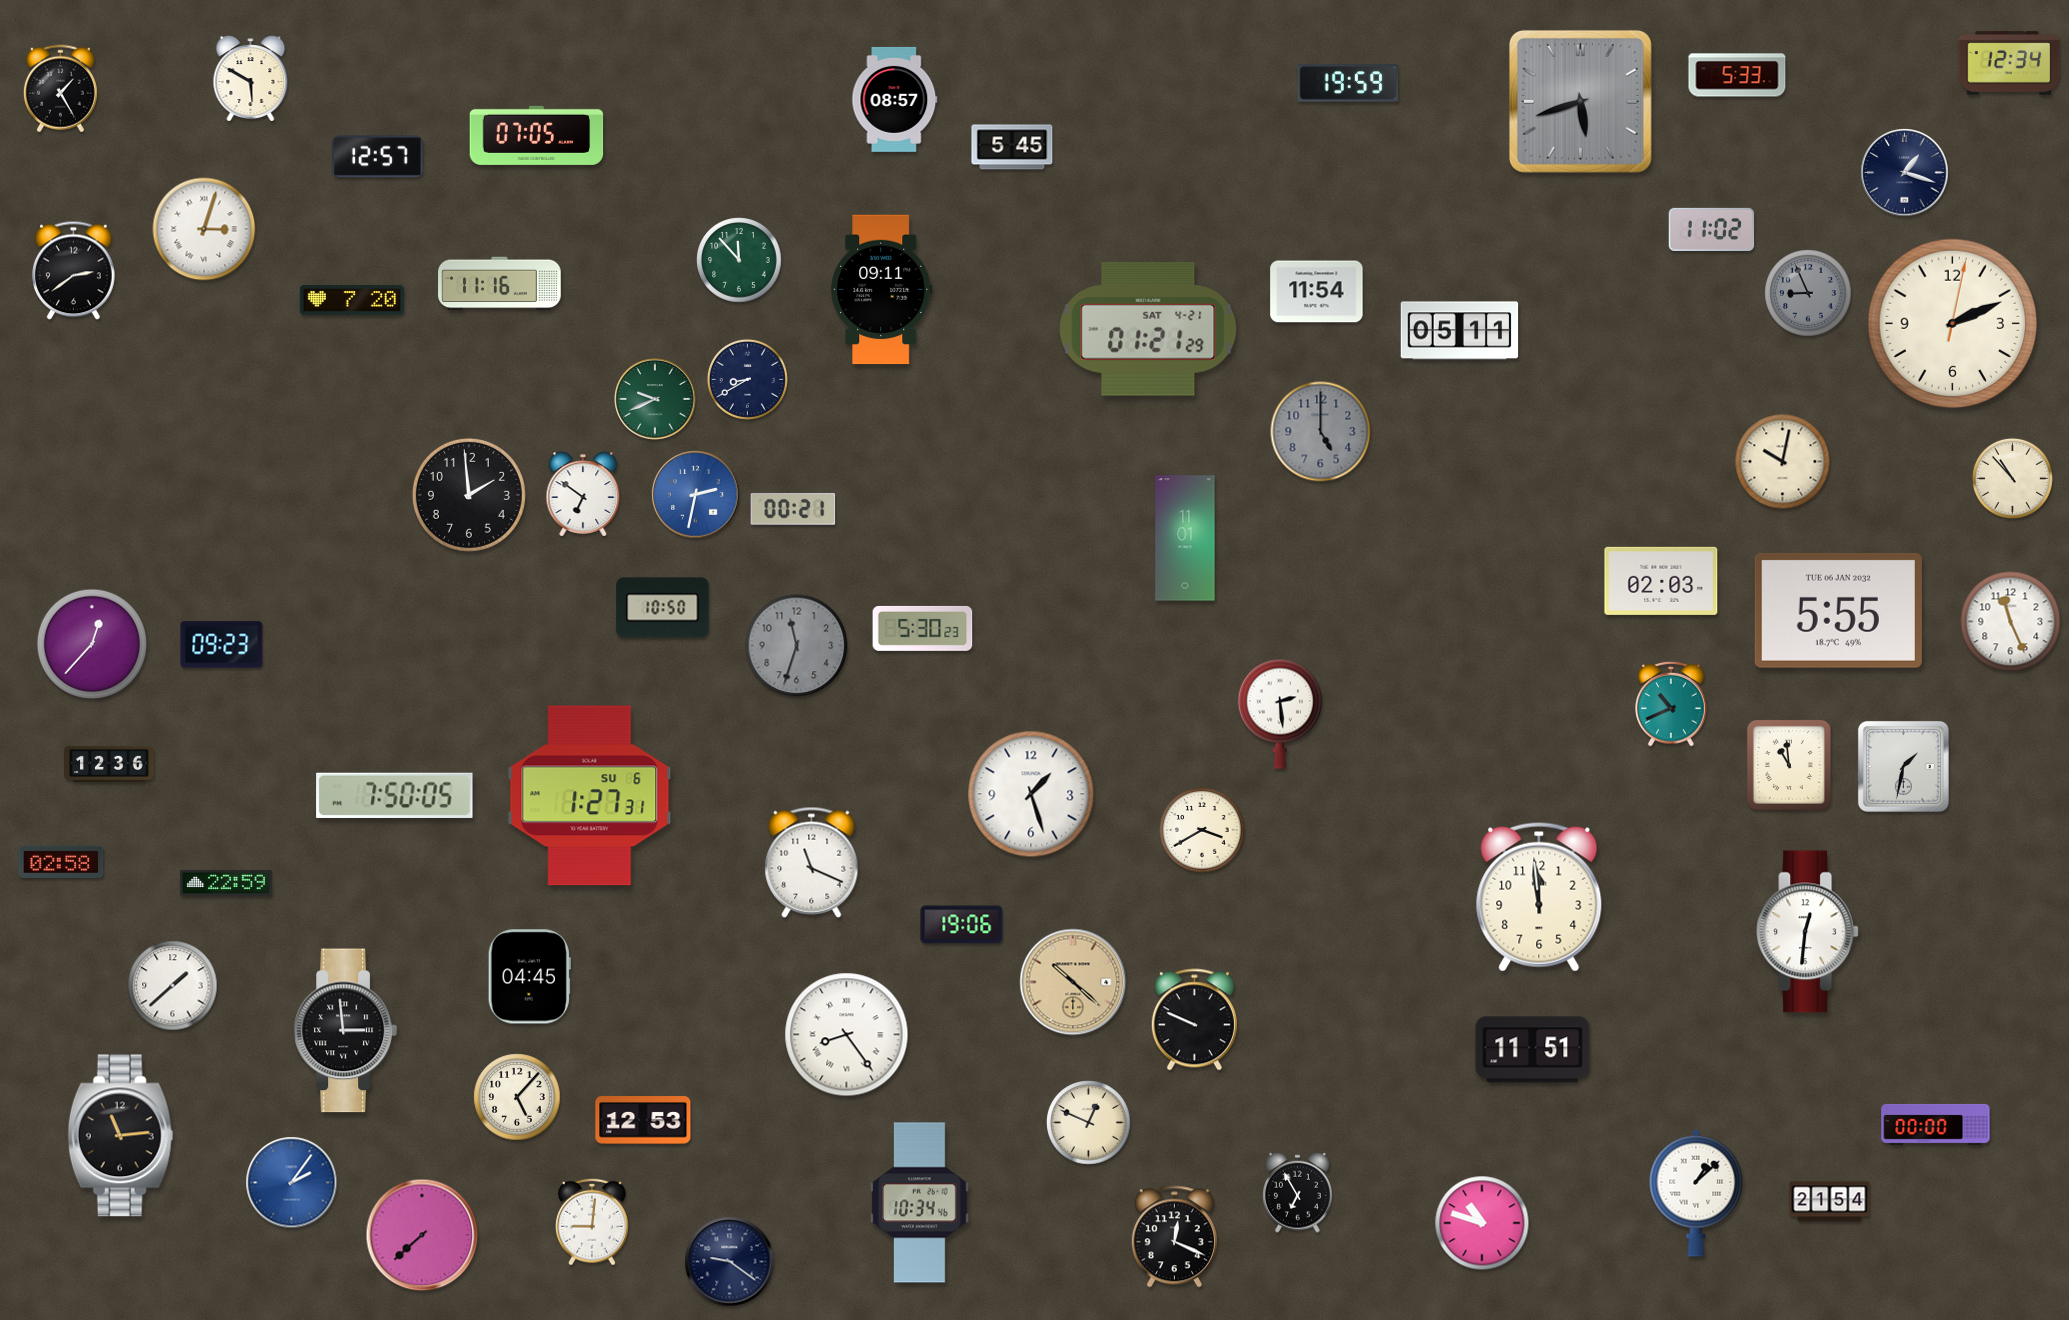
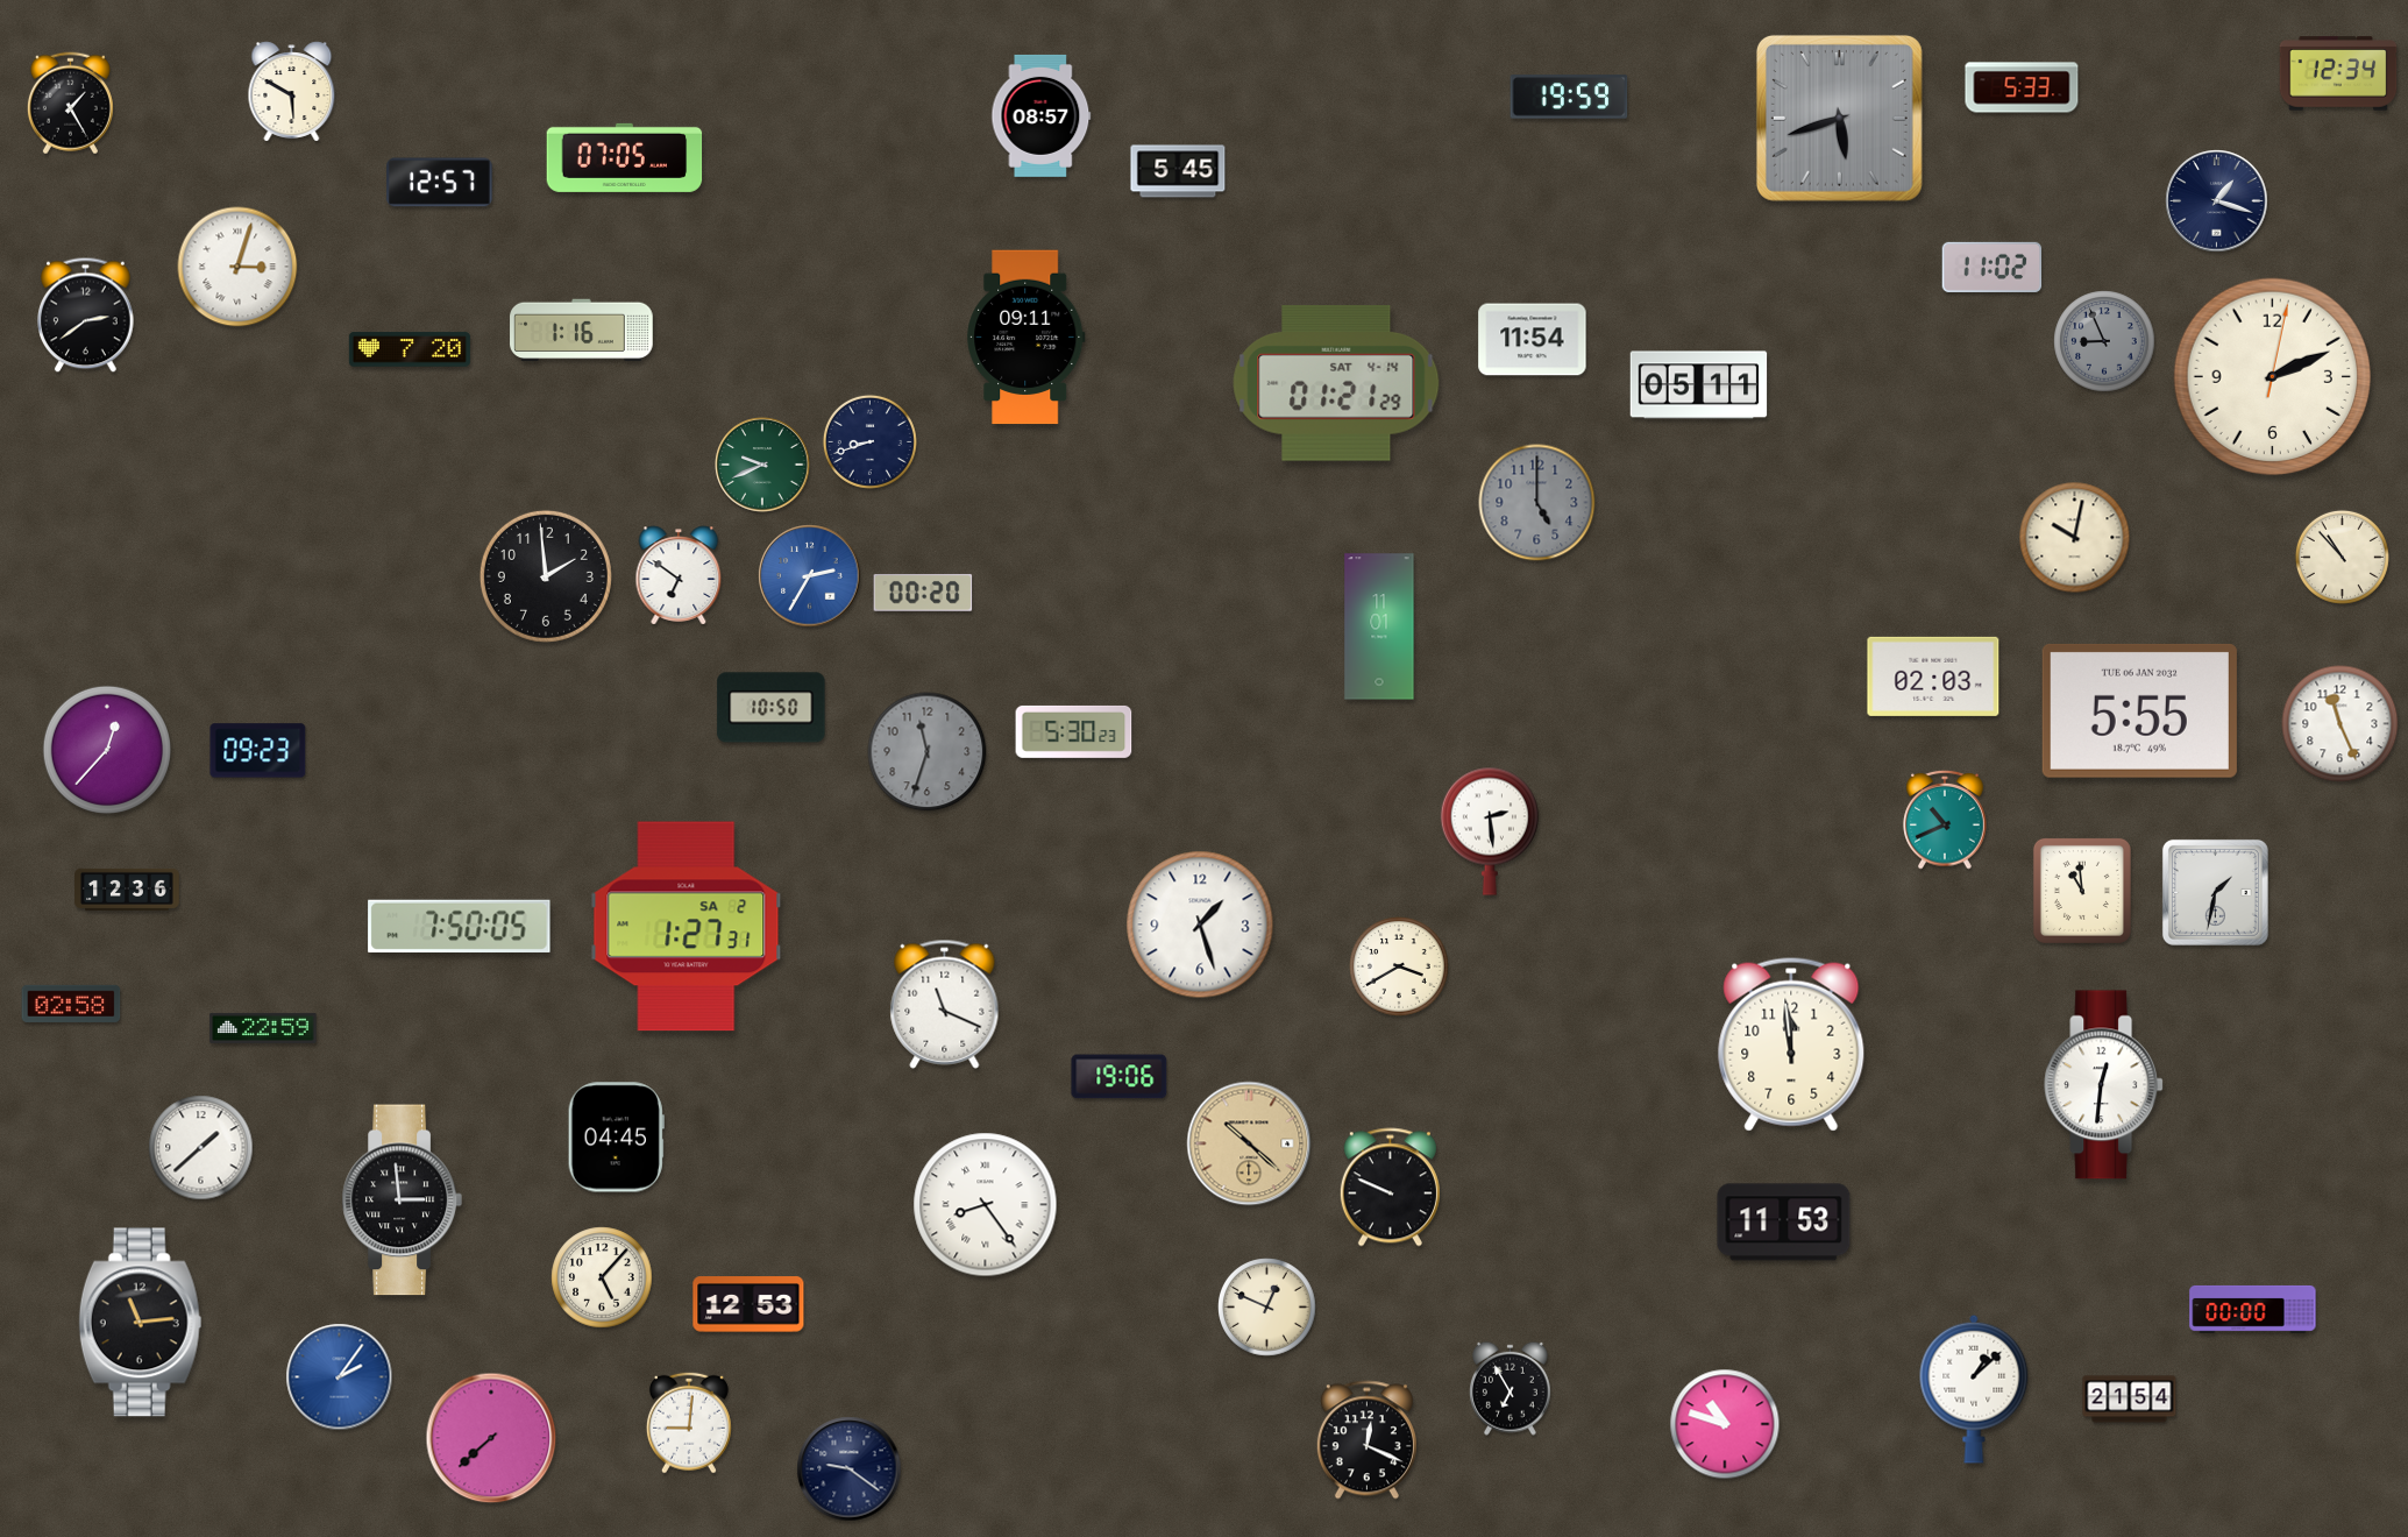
clock at (739, 260): 11:53 -> none
clock at (500, 284): 11:16 -> 1:16
clock at (1148, 329) date: SAT 4-21 -> SAT 4-14
clock at (747, 379): 8:40 -> 8:42
clock at (696, 495): 2:32 -> 2:35
clock at (793, 509): 00:21 -> 00:20
clock at (590, 796) date: SU 6 -> SA 2
clock at (1533, 1050): 11:51 -> 11:53
clock at (920, 1203): 10:34 -> none
